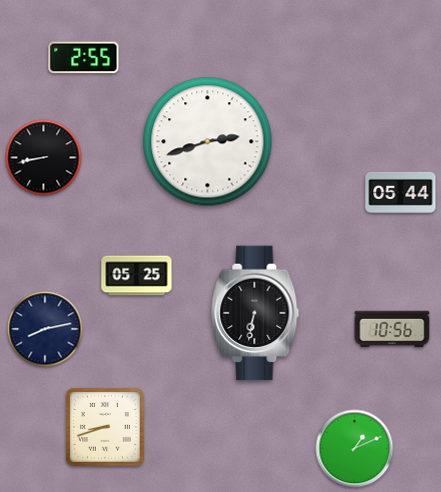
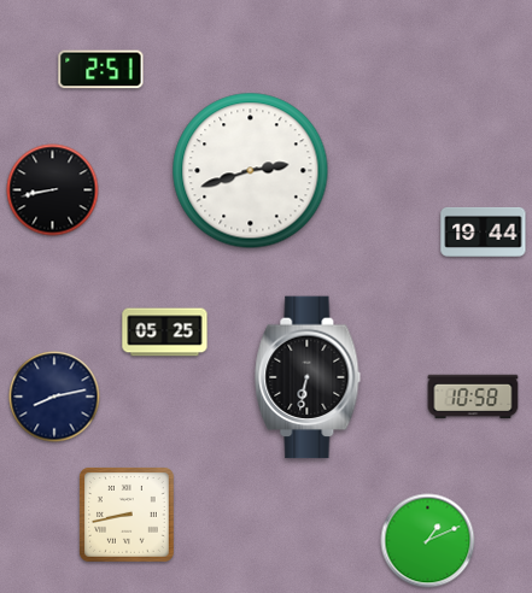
clock at (84, 58): 2:55 -> 2:51
clock at (401, 192): 05:44 -> 19:44
clock at (392, 329): 10:56 -> 10:58
clock at (106, 428): 8:42 -> 8:43
